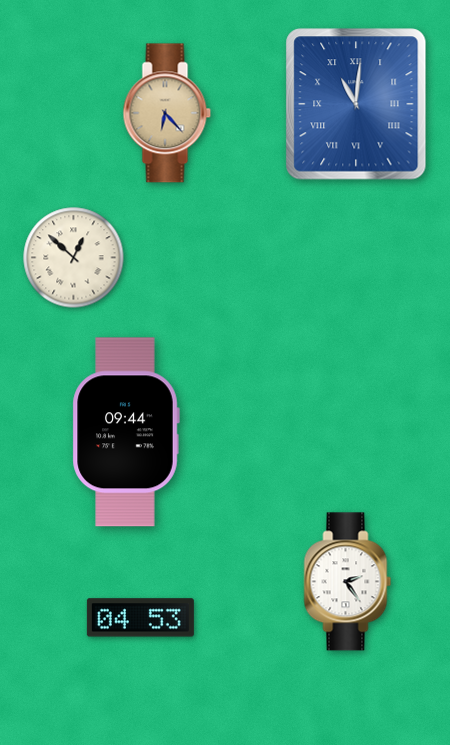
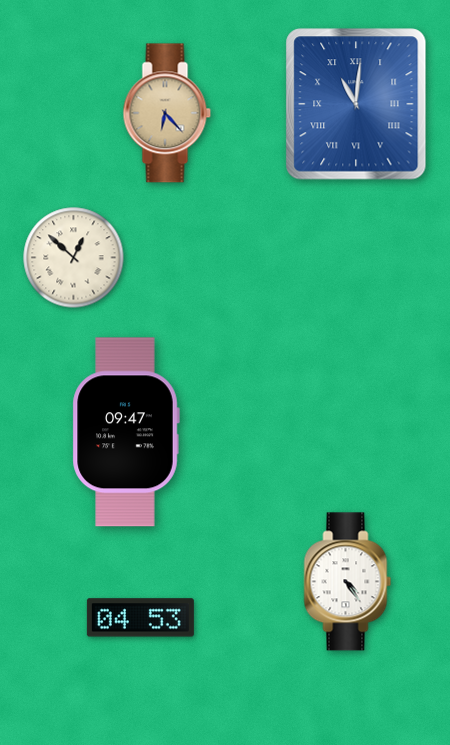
clock at (126, 432): 09:44 -> 09:47
clock at (348, 582): 2:24 -> 4:24
